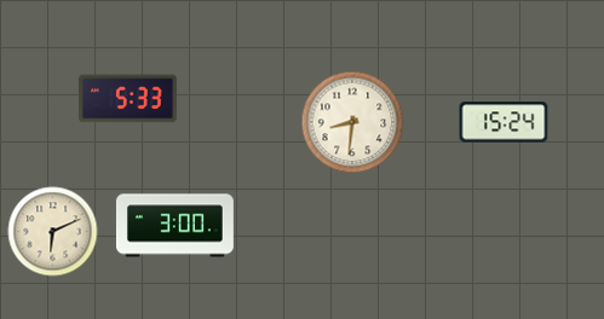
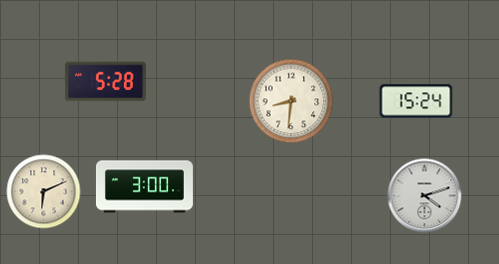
clock at (128, 99): 5:33 -> 5:28
clock at (425, 196): none -> 4:12
